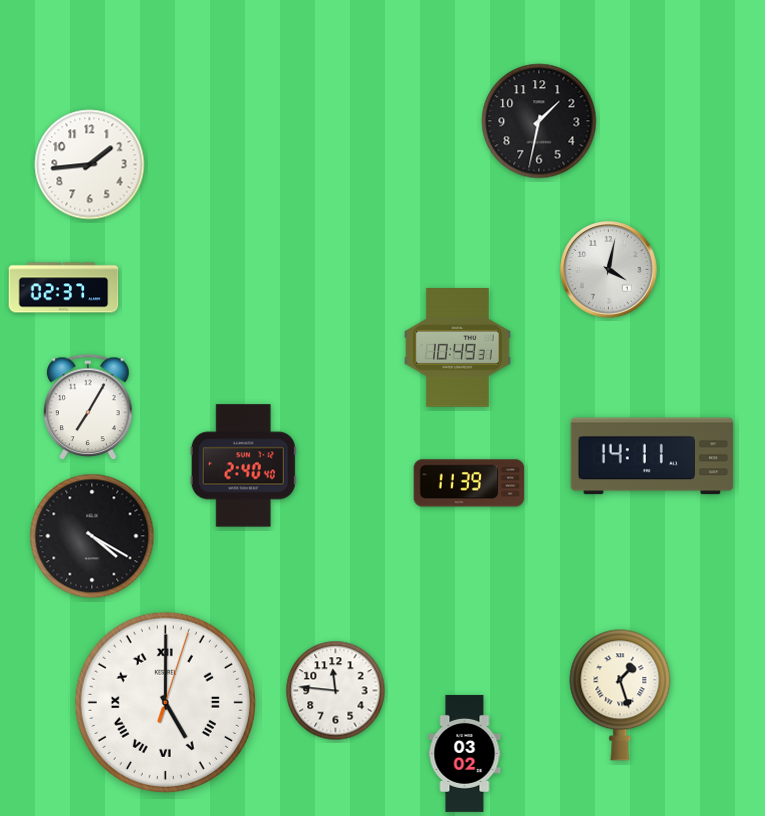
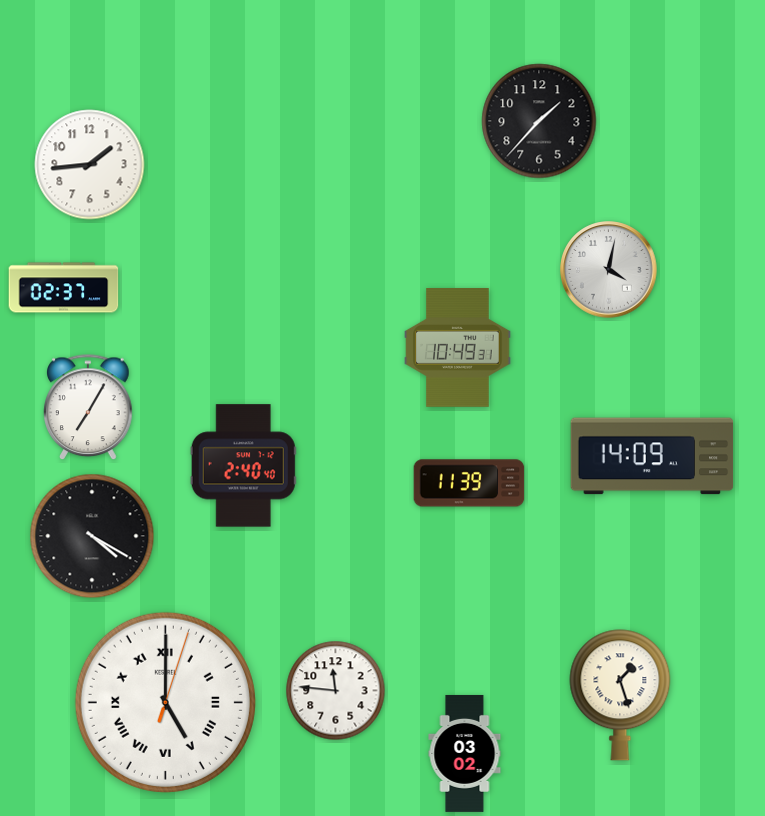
clock at (539, 121): 1:32 -> 1:37
clock at (652, 456): 14:11 -> 14:09
